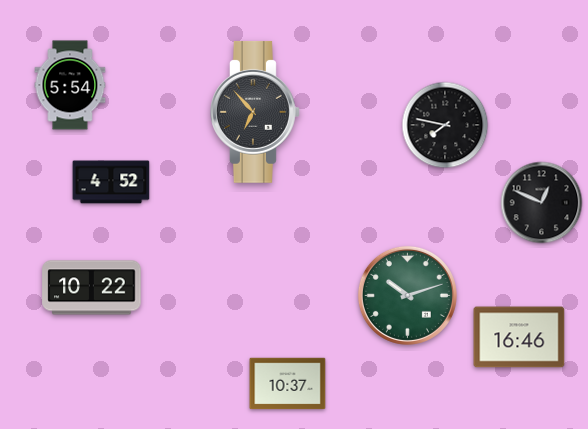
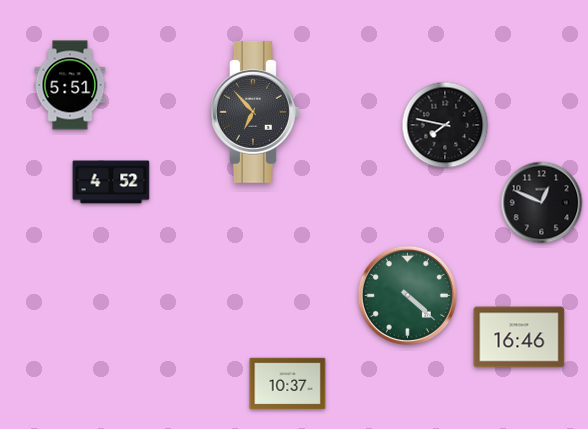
clock at (70, 85): 5:54 -> 5:51
clock at (92, 288): 10:22 -> none
clock at (407, 295): 10:12 -> 4:22
